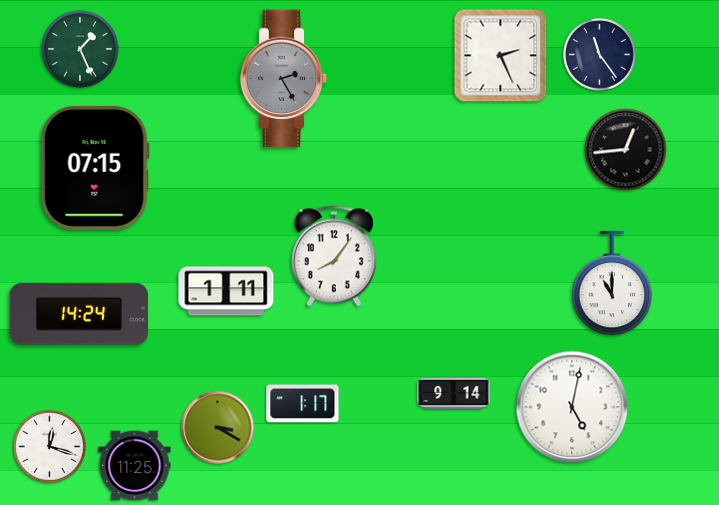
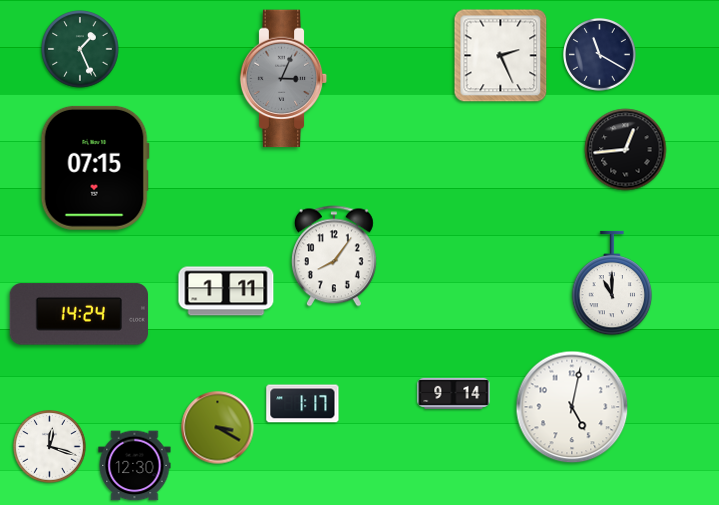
clock at (600, 55): 11:24 -> 11:20
clock at (284, 79): 2:25 -> 3:04
clock at (135, 466): 11:25 -> 12:30
